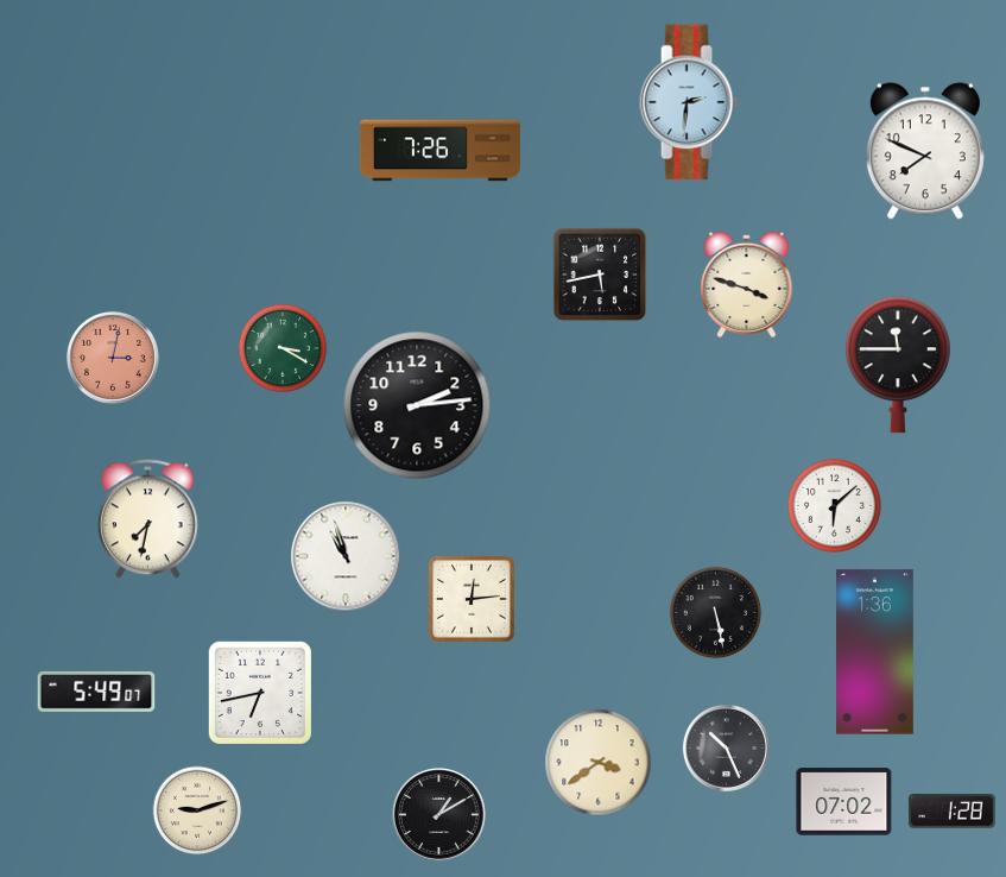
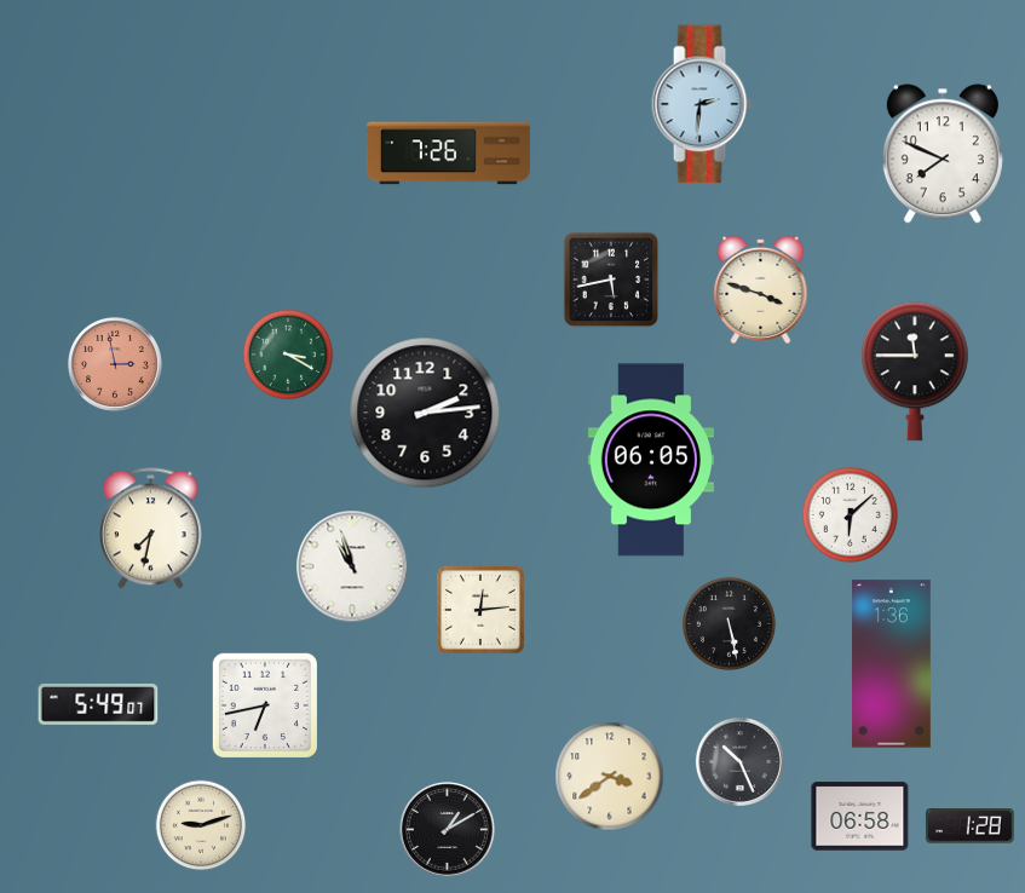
clock at (114, 359): 3:02 -> 2:58
clock at (651, 460): none -> 06:05
clock at (844, 802): 07:02 -> 06:58
